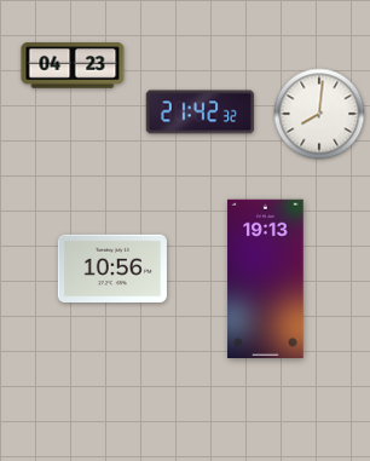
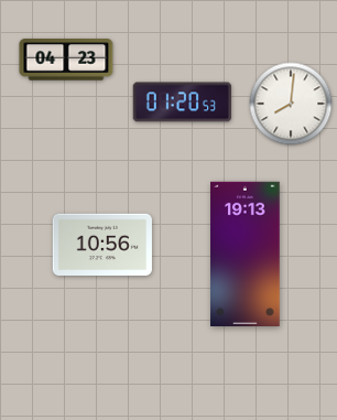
clock at (201, 113): 21:42 -> 01:20
clock at (266, 280) position: (266, 280) -> (246, 255)
